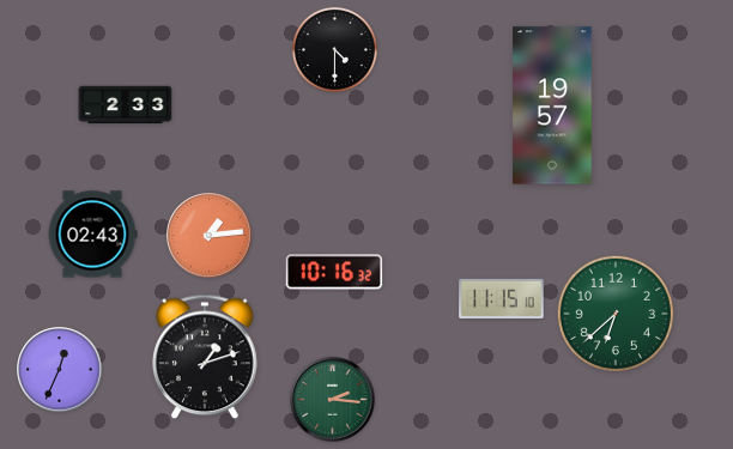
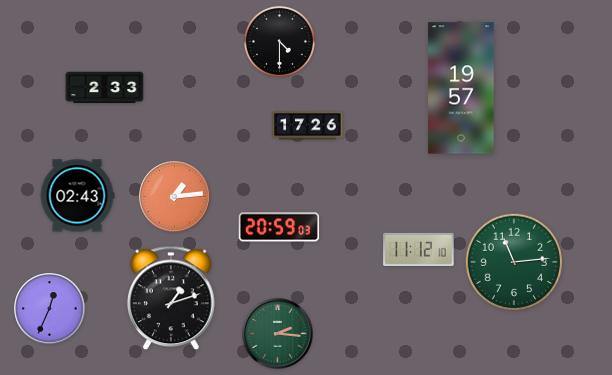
clock at (308, 126): none -> 17:26
clock at (334, 272): 10:16 -> 20:59
clock at (502, 298): 11:15 -> 11:12
clock at (614, 313): 6:38 -> 11:14
